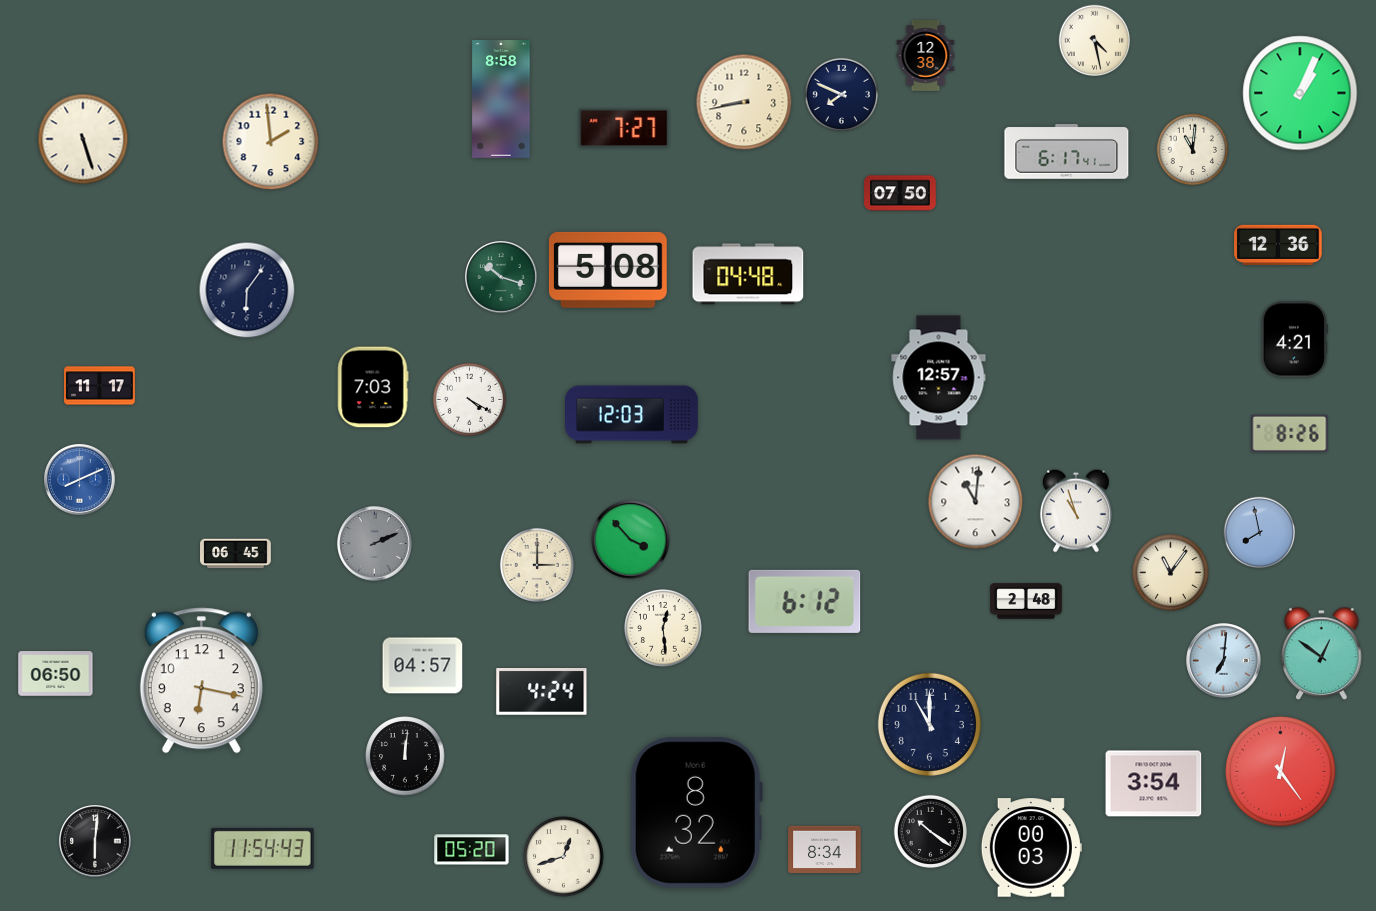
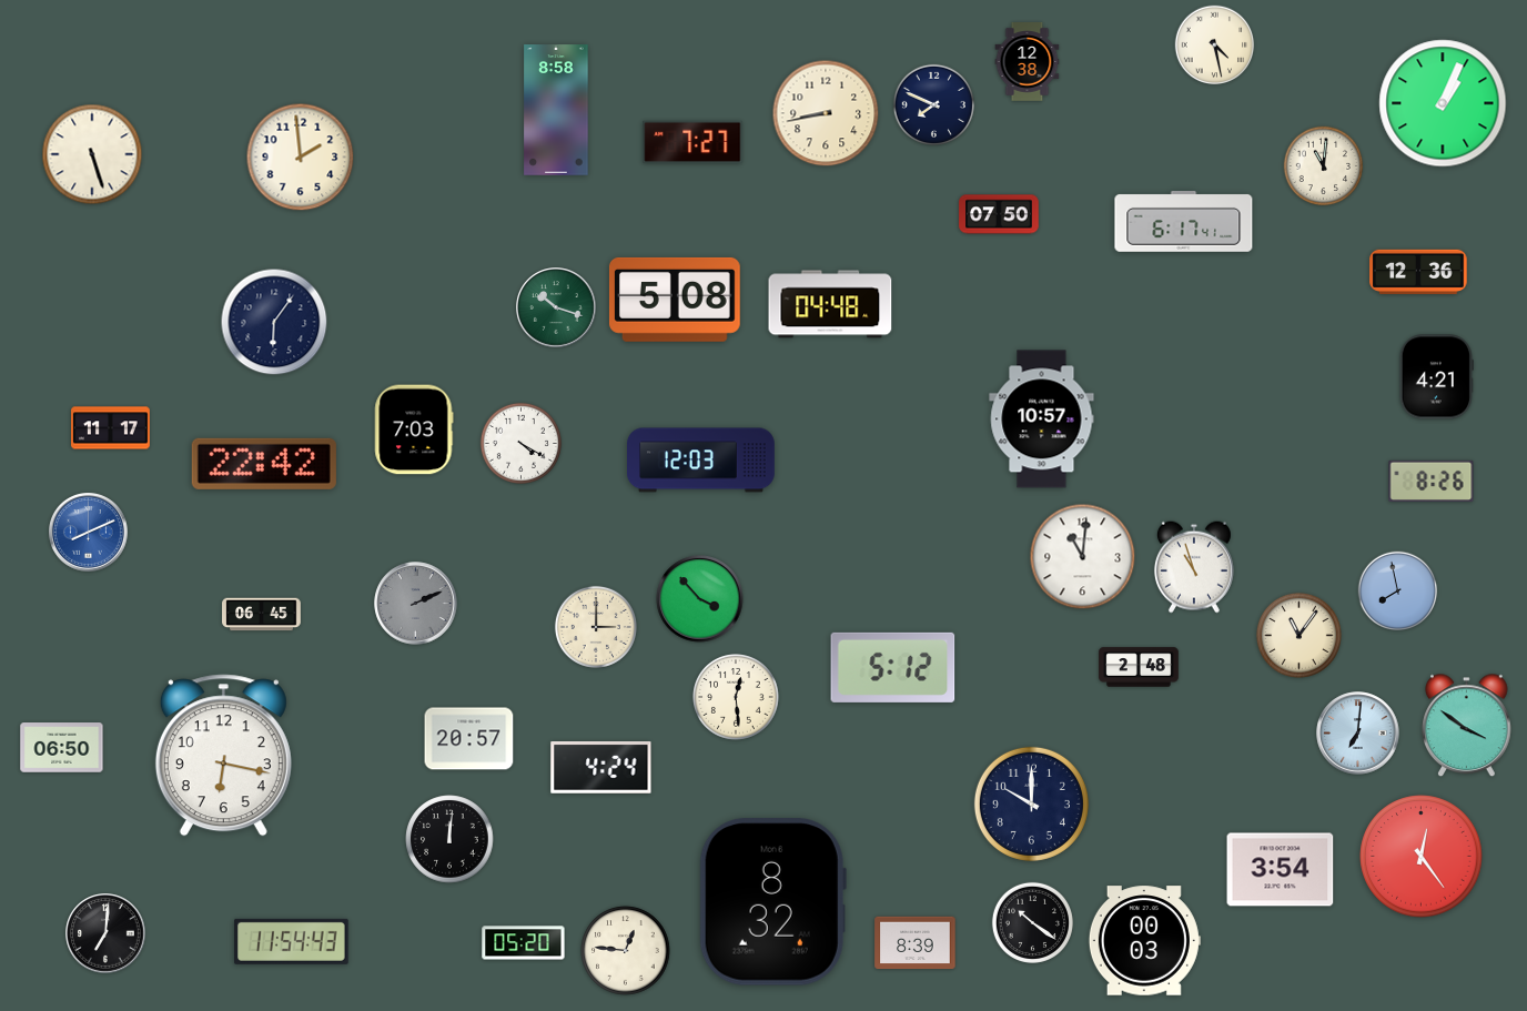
clock at (1067, 152) position: (1067, 152) -> (1184, 222)
clock at (939, 378): 12:57 -> 10:57
clock at (264, 464): none -> 22:42
clock at (805, 601): 6:12 -> 5:12
clock at (1322, 654): 12:51 -> 3:51
clock at (423, 666): 04:57 -> 20:57
clock at (929, 724): 11:00 -> 10:00
clock at (95, 841): 6:01 -> 7:01
clock at (825, 850): 8:34 -> 8:39
clock at (564, 857): 12:42 -> 12:46
